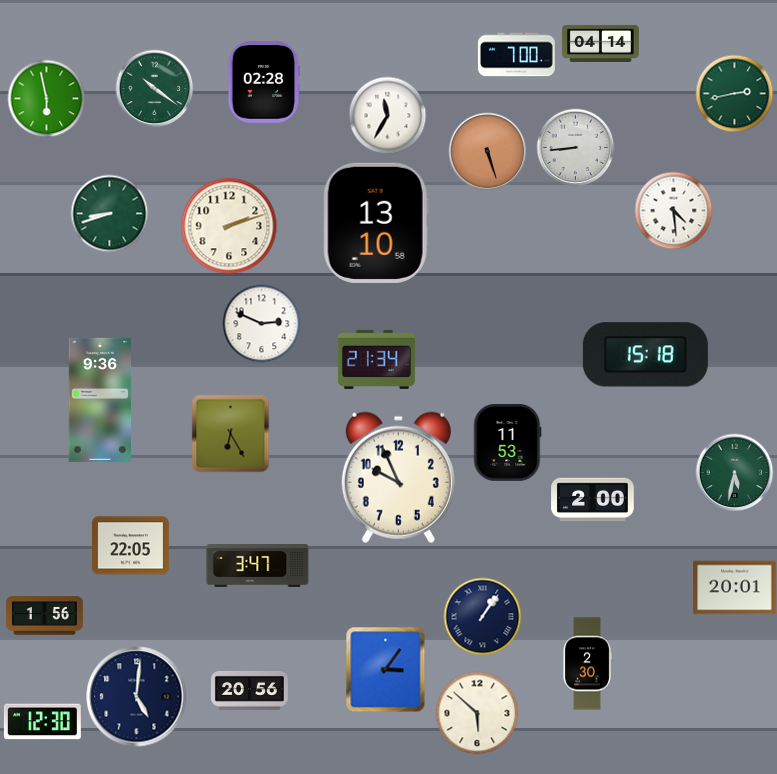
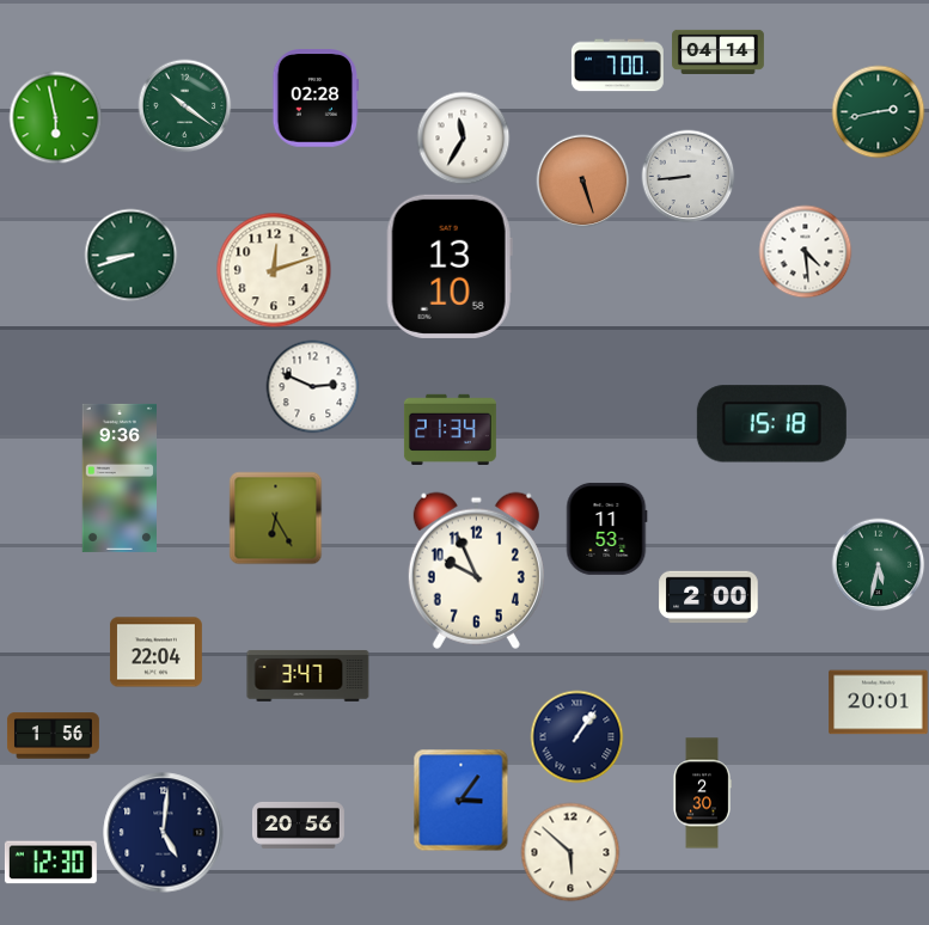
clock at (229, 226): 2:12 -> 12:12
clock at (130, 546): 22:05 -> 22:04
